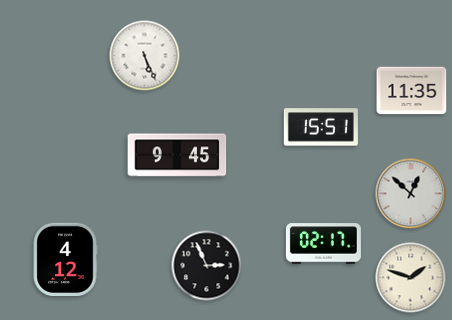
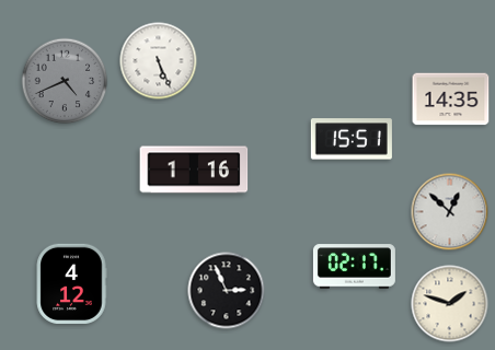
clock at (65, 81): none -> 4:41
clock at (412, 91): 11:35 -> 14:35
clock at (177, 155): 9:45 -> 1:16
